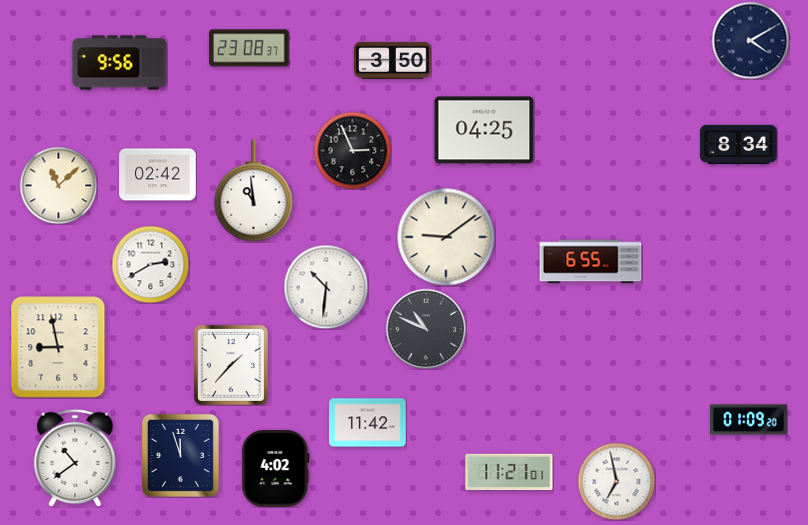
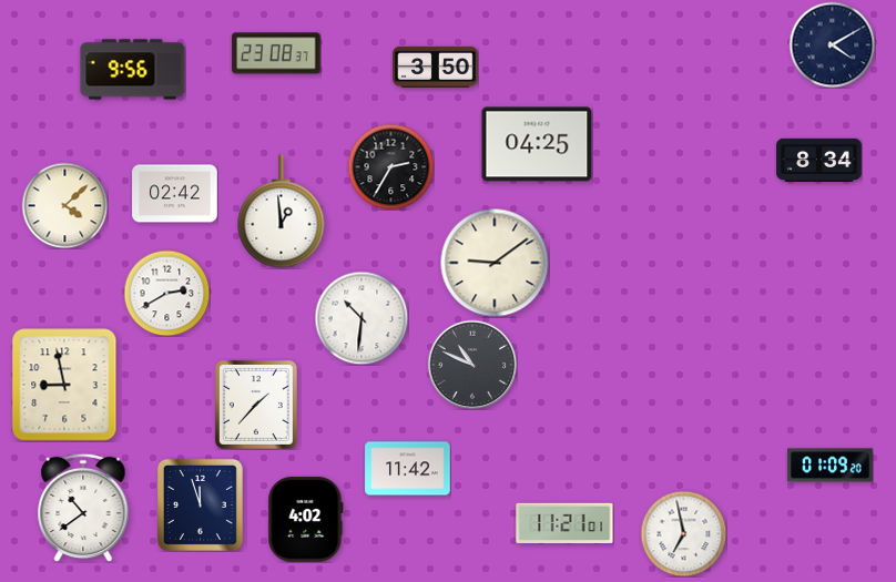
clock at (352, 150): 2:56 -> 2:35
clock at (58, 185): 11:08 -> 4:08
clock at (254, 191): 10:59 -> 12:59
clock at (591, 262): 6:55 -> none
